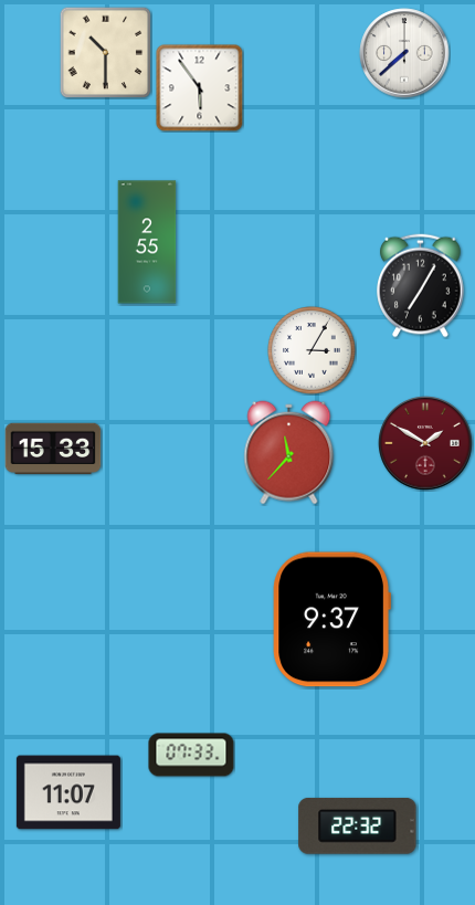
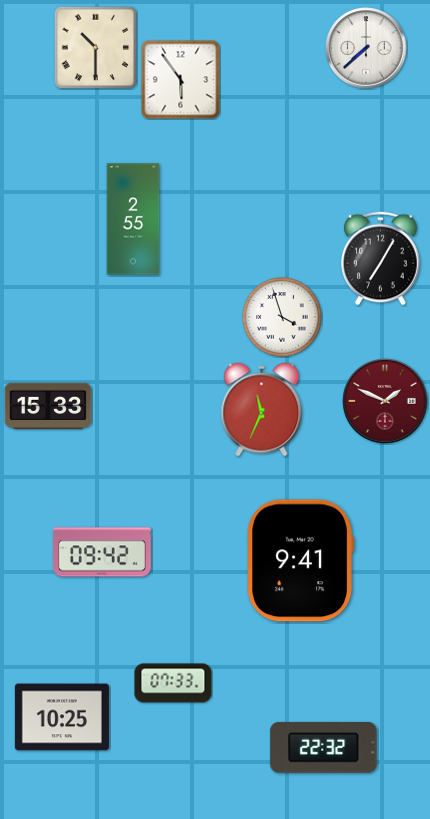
clock at (312, 350): 3:05 -> 3:57
clock at (425, 443): 1:50 -> 1:49
clock at (289, 453): 11:37 -> 11:34
clock at (102, 552): none -> 09:42
clock at (331, 620): 9:37 -> 9:41
clock at (68, 792): 11:07 -> 10:25
